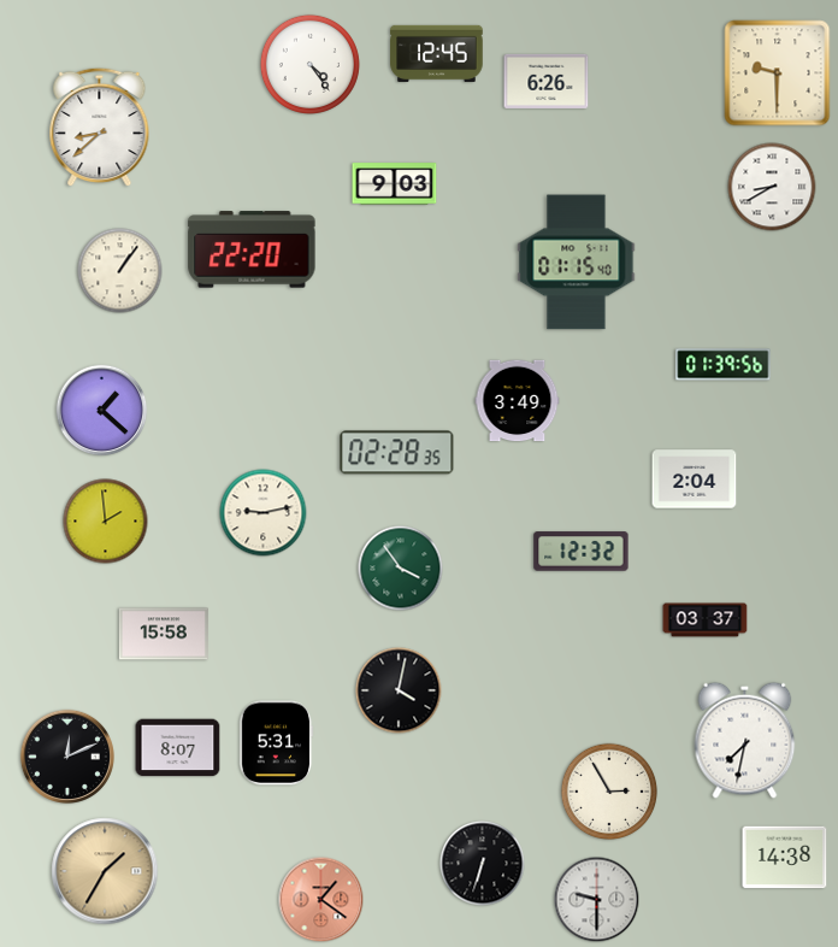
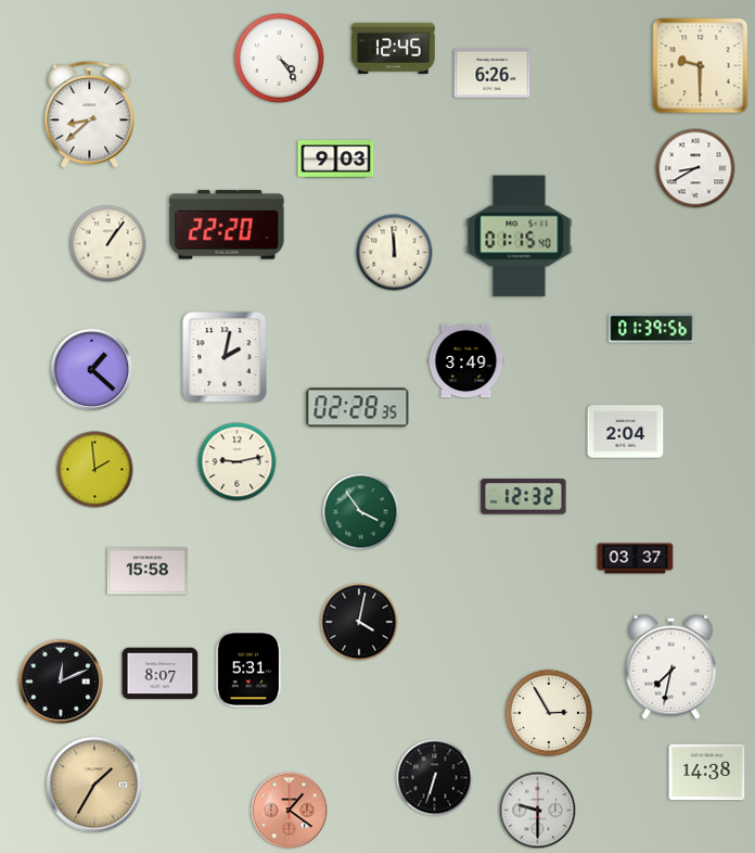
clock at (395, 184) position: (395, 184) -> (336, 160)
clock at (395, 253): none -> 11:59
clock at (225, 357): none -> 2:02
